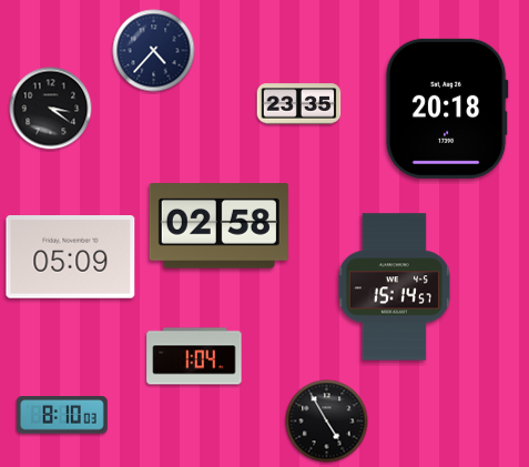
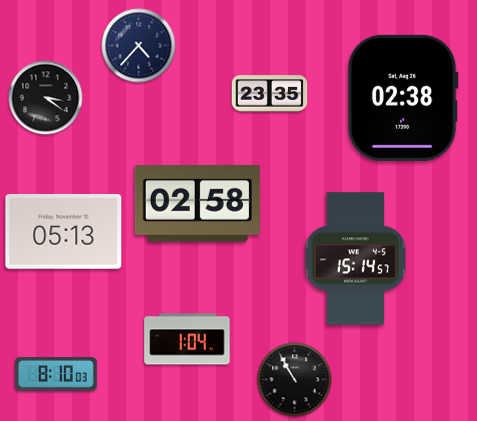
clock at (447, 109): 20:18 -> 02:38
clock at (71, 257): 05:09 -> 05:13
clock at (194, 356) position: (194, 356) -> (187, 339)
clock at (327, 422): 4:55 -> 10:55
